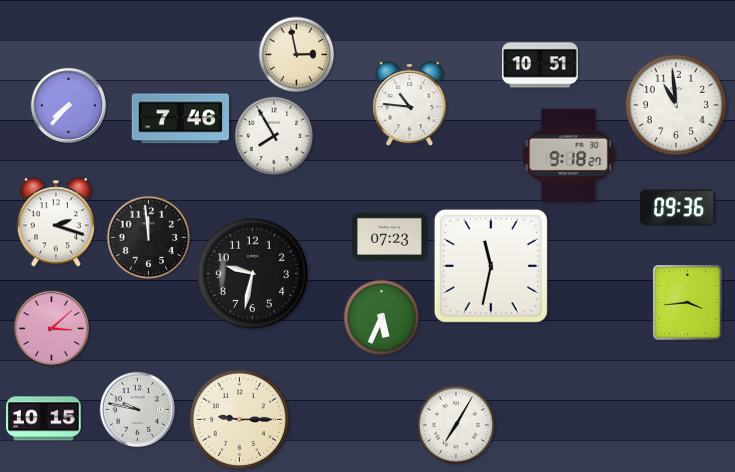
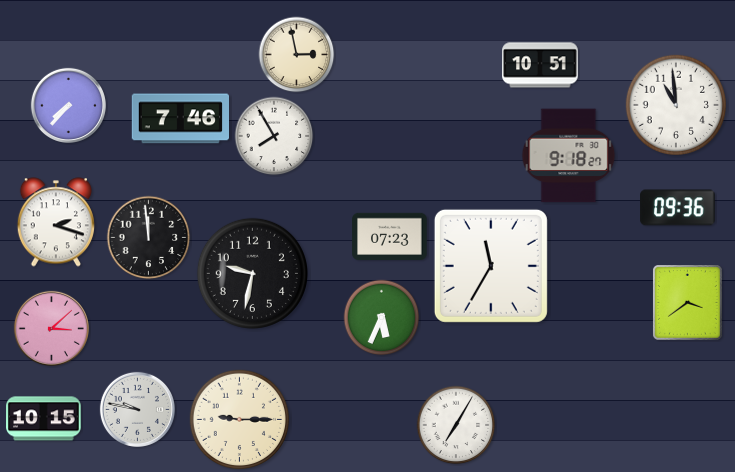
clock at (410, 105): 10:46 -> none
clock at (491, 266): 11:32 -> 11:35
clock at (688, 303): 3:44 -> 3:39
